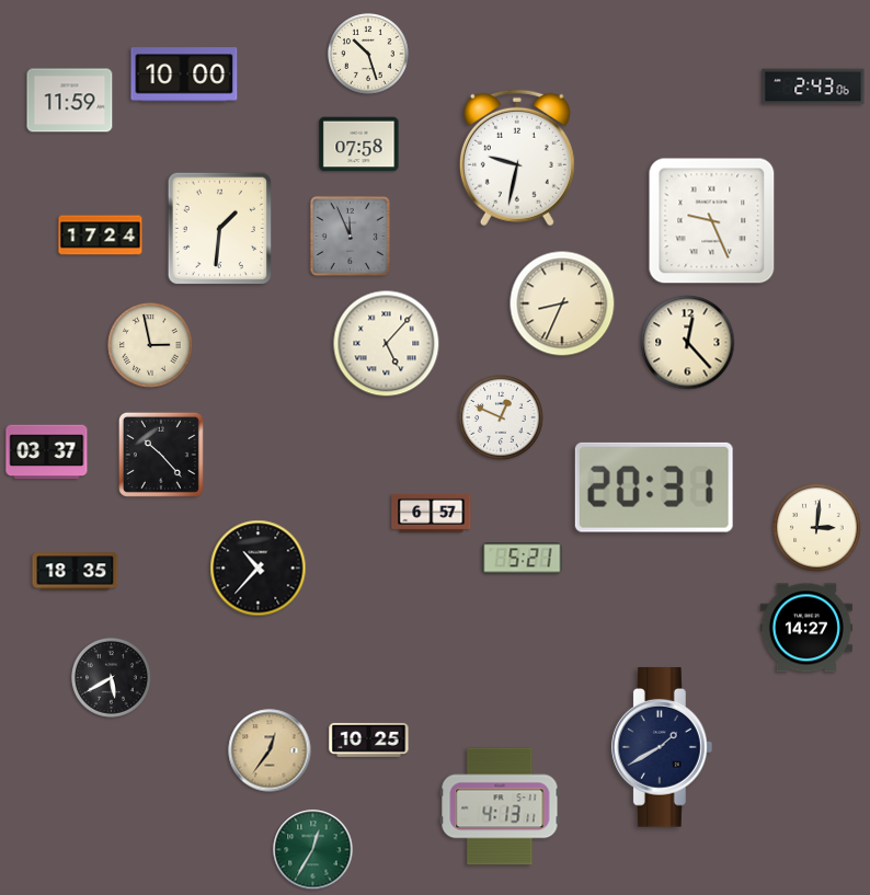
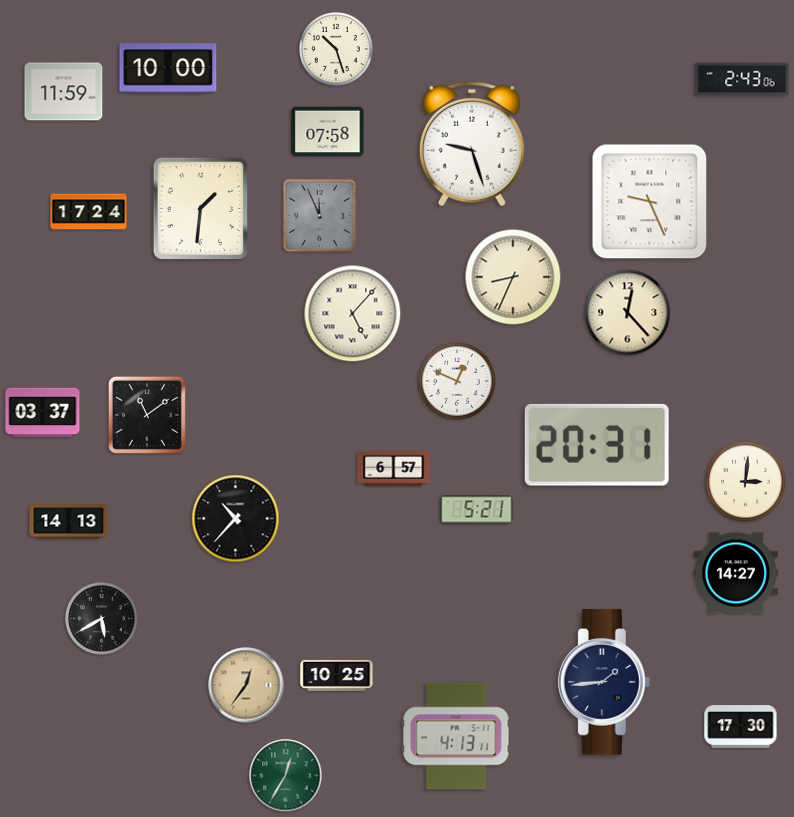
clock at (517, 158): 9:32 -> 9:27
clock at (101, 236) position: (101, 236) -> (89, 212)
clock at (150, 345): 2:58 -> none
clock at (161, 455): 10:23 -> 11:09
clock at (76, 572): 18:35 -> 14:13
clock at (662, 747): 1:40 -> 1:44
clock at (741, 727): none -> 17:30
